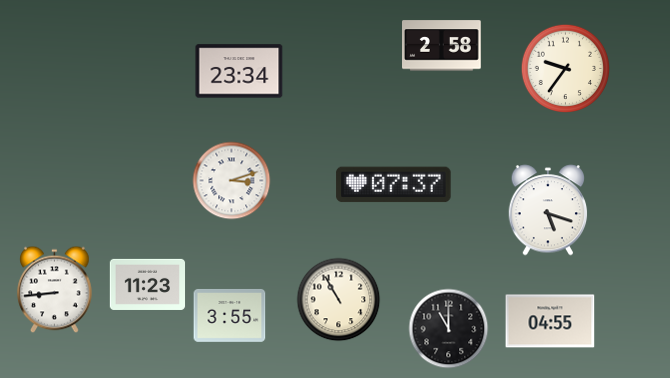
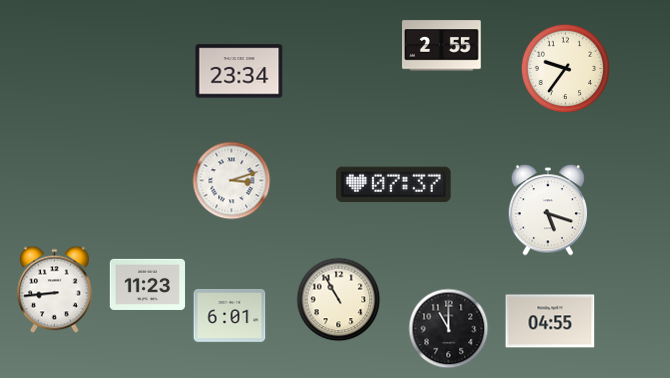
clock at (442, 46): 2:58 -> 2:55
clock at (230, 315): 3:55 -> 6:01
